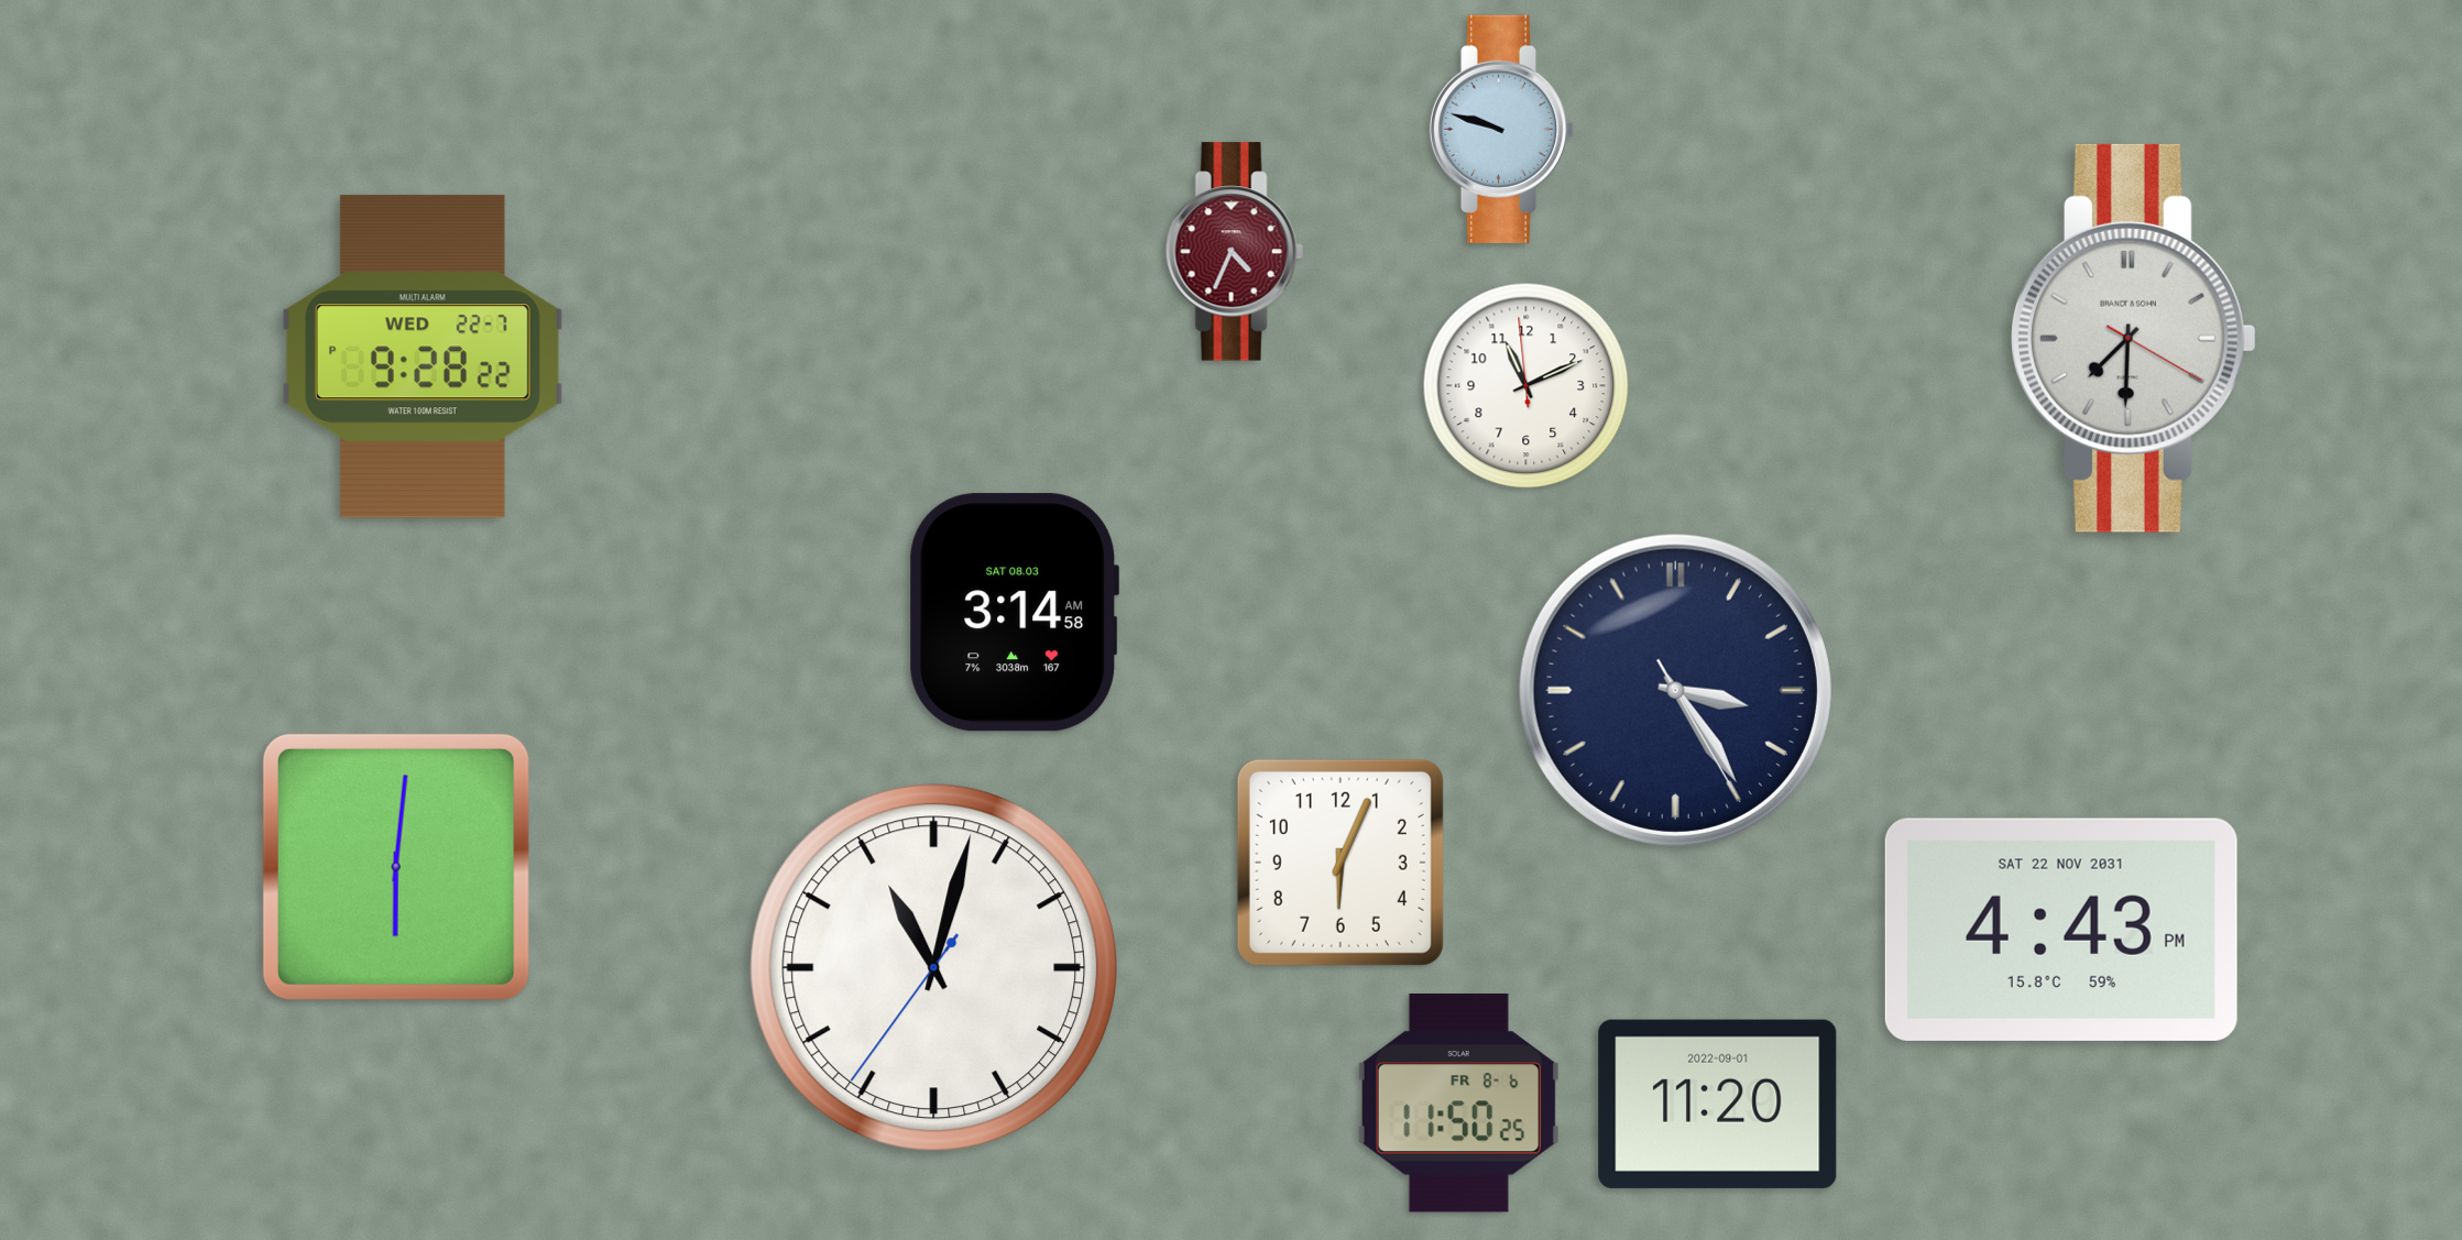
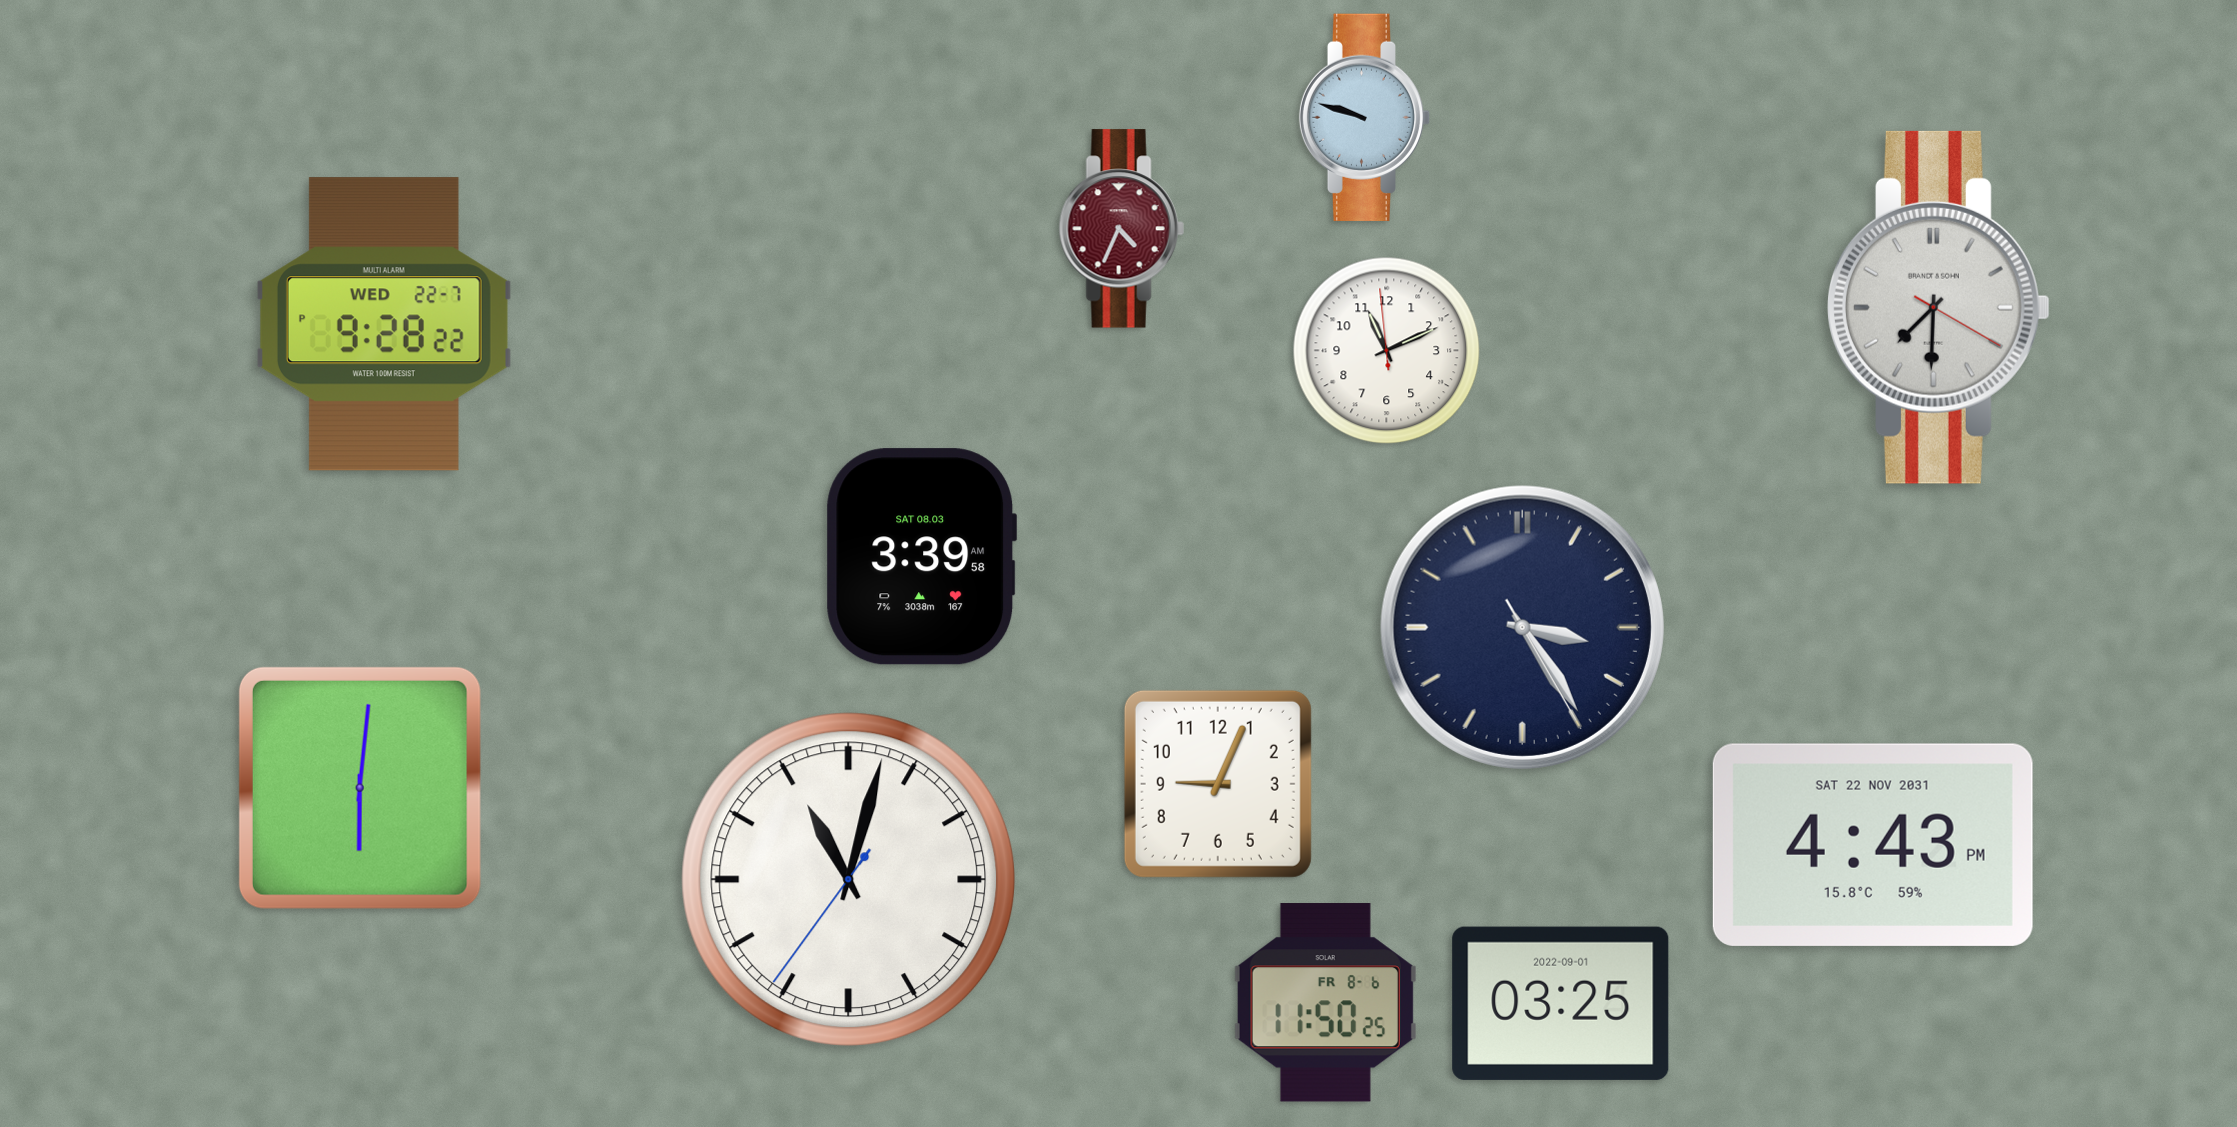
clock at (1015, 613): 3:14 -> 3:39
clock at (1341, 863): 6:04 -> 9:04
clock at (1718, 1104): 11:20 -> 03:25
